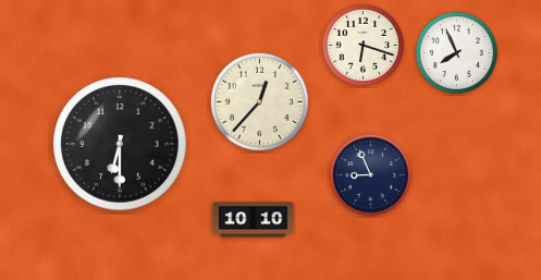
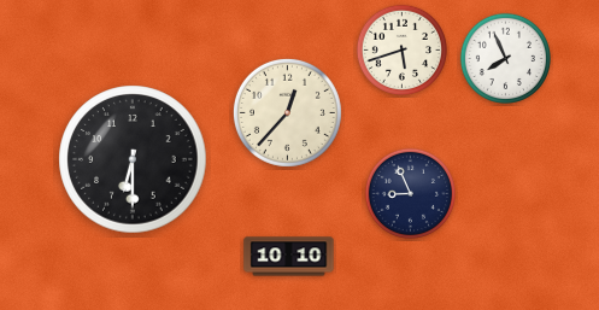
clock at (362, 45): 6:18 -> 5:42
clock at (254, 220) position: (254, 220) -> (289, 257)
